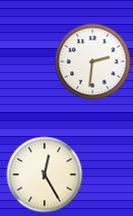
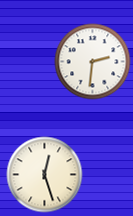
clock at (45, 175): 12:25 -> 12:27
